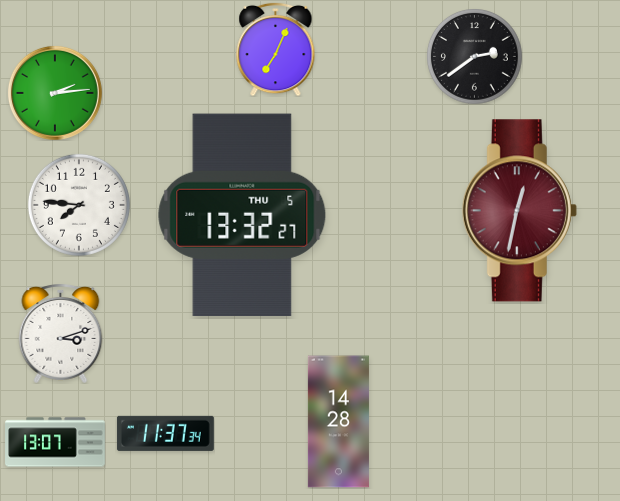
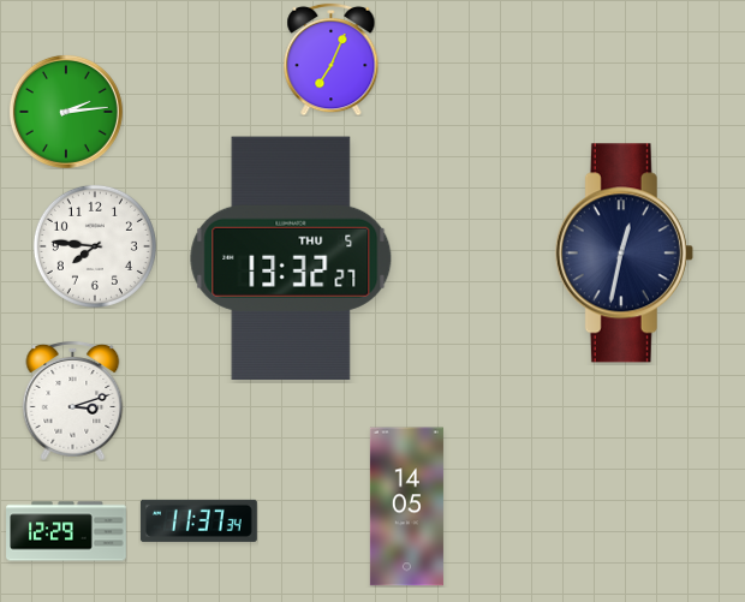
clock at (475, 57): 2:39 -> none
clock at (519, 211) dial: burgundy -> navy
clock at (338, 422): 14:28 -> 14:05
clock at (55, 442): 13:07 -> 12:29
